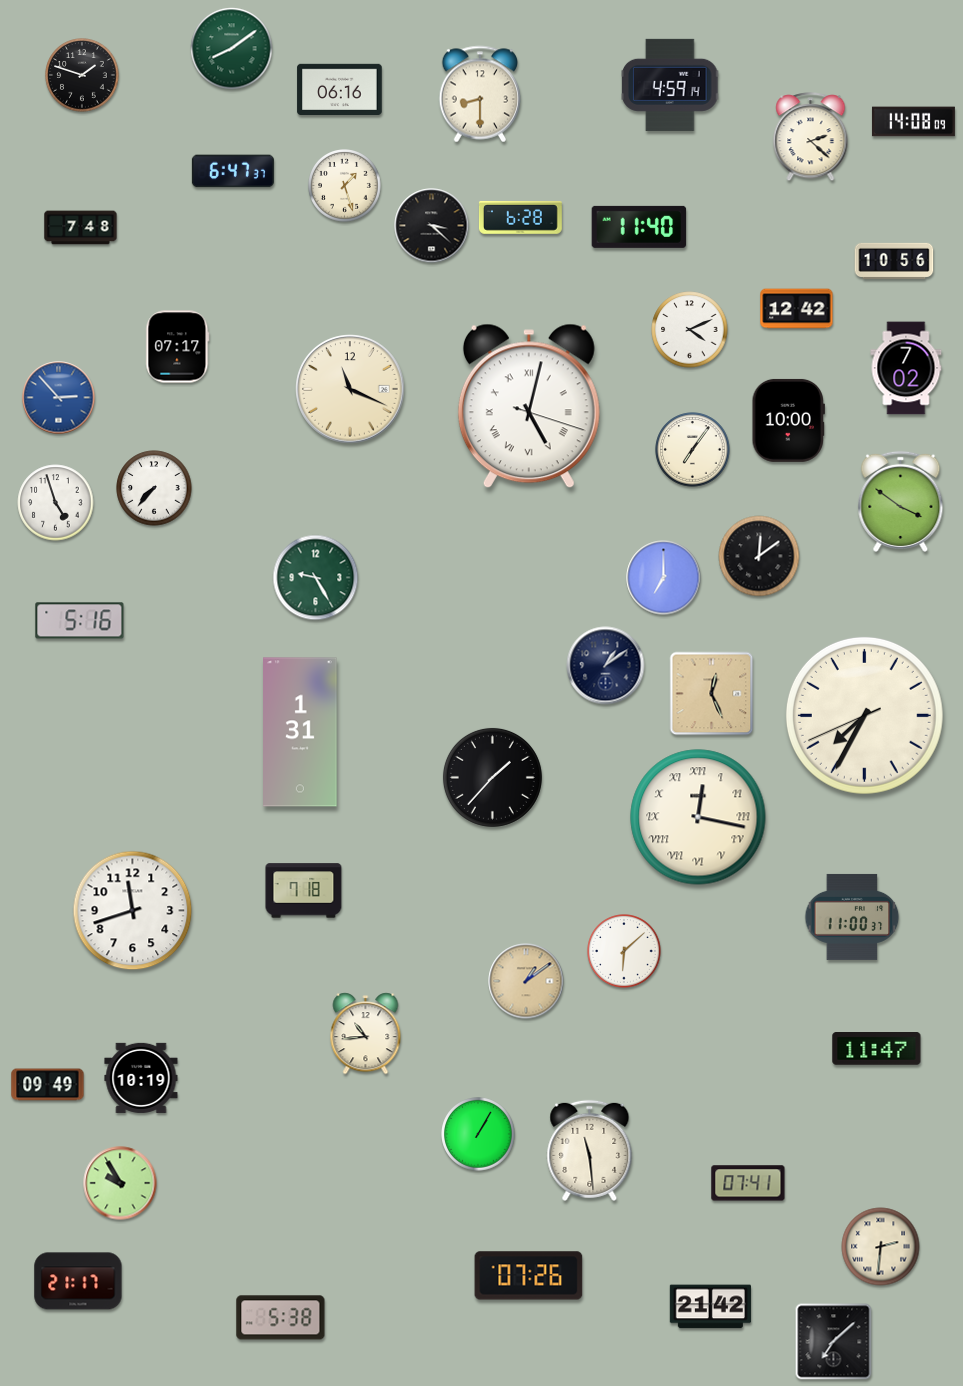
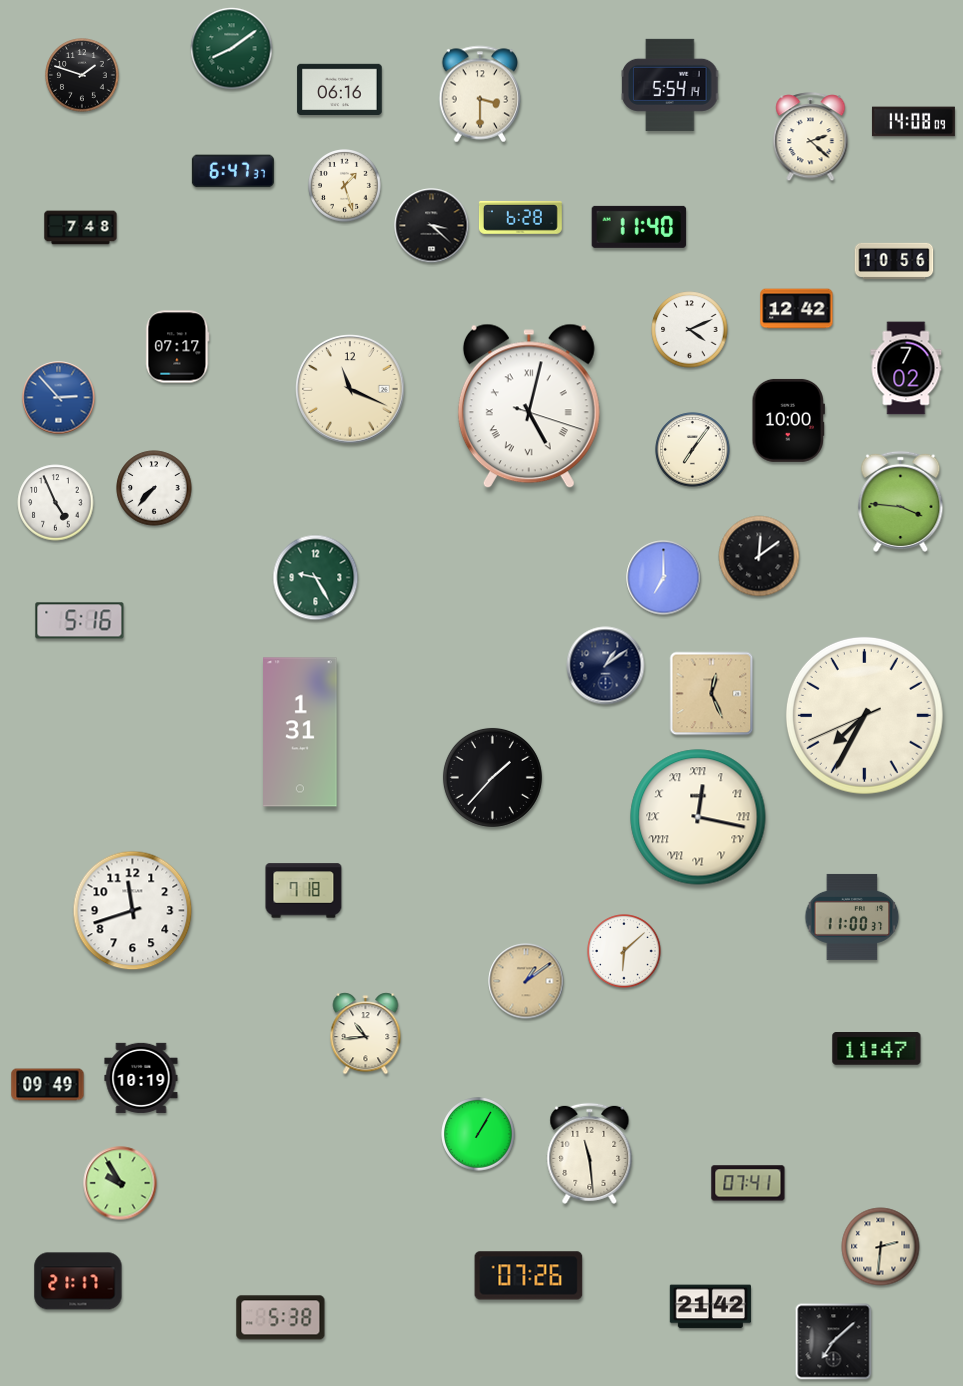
clock at (671, 85): 4:59 -> 5:54
clock at (480, 94): 8:30 -> 3:30
clock at (901, 501): 3:51 -> 3:46
clock at (56, 503): 4:57 -> 4:56
clock at (590, 1150) position: (590, 1150) -> (590, 1153)
